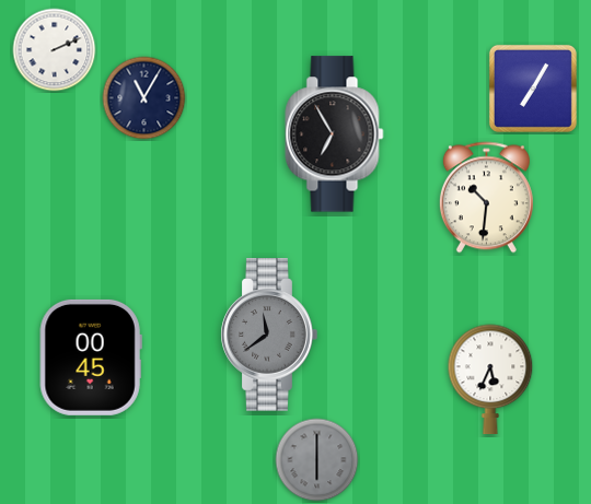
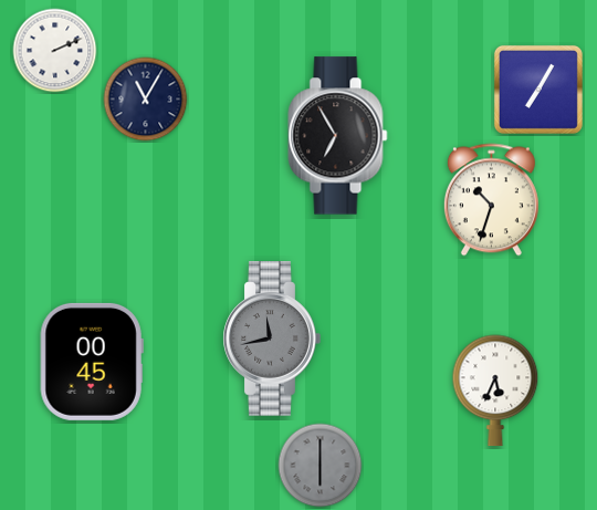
clock at (486, 198): 10:31 -> 10:33
clock at (269, 335): 11:39 -> 11:43
clock at (490, 379) position: (490, 379) -> (495, 391)
